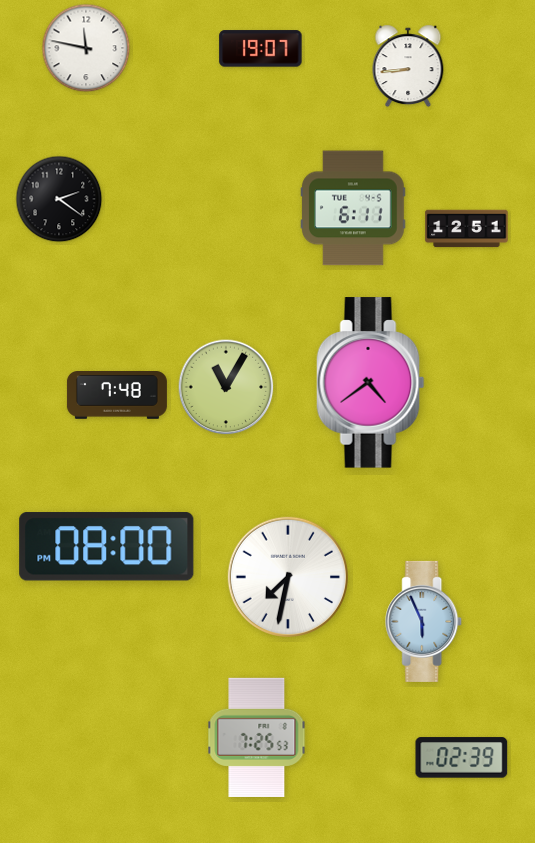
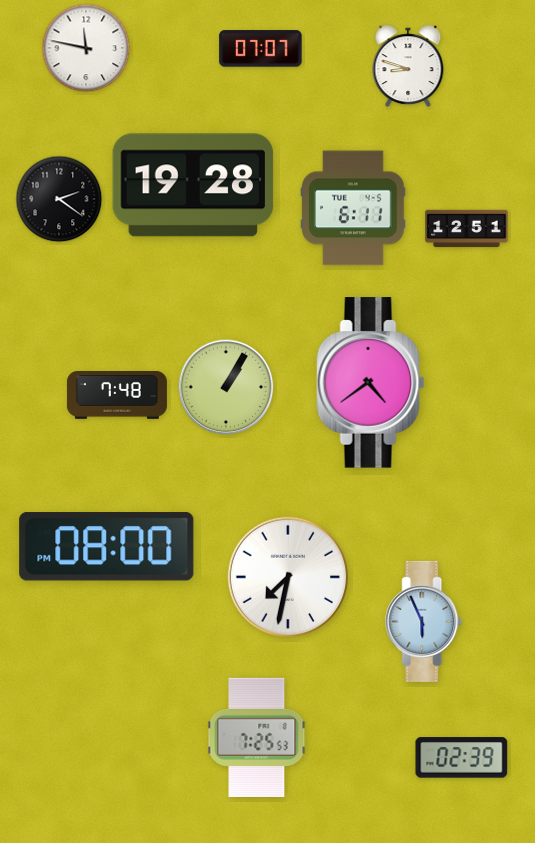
clock at (261, 49): 19:07 -> 07:07
clock at (408, 66): 8:44 -> 8:48
clock at (193, 185): none -> 19:28
clock at (226, 387): 11:05 -> 1:05
